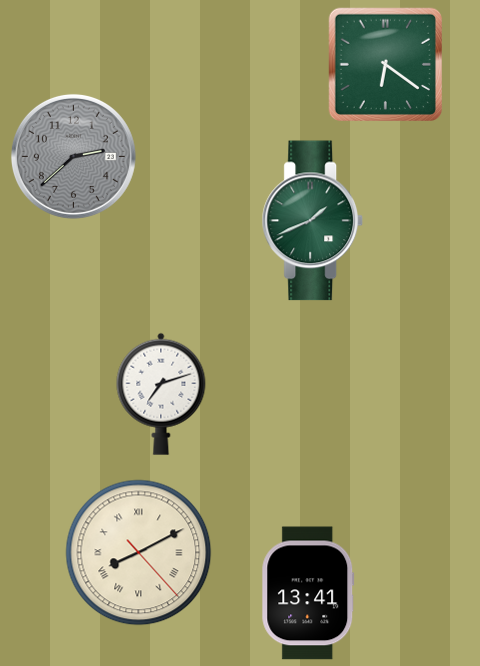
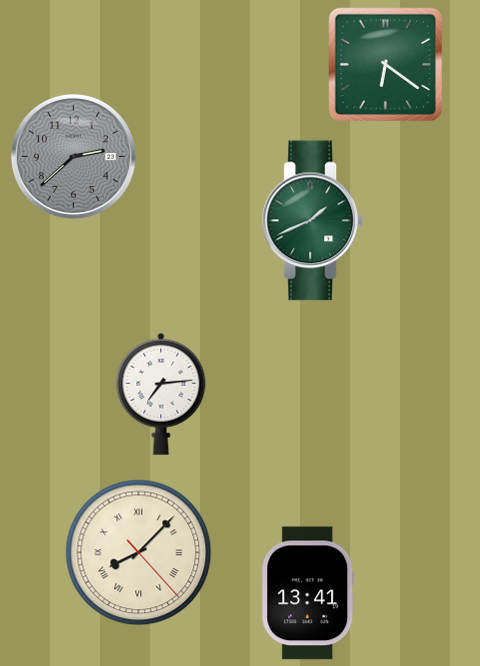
clock at (161, 394): 7:12 -> 7:14
clock at (139, 553): 8:10 -> 8:07
